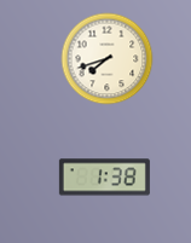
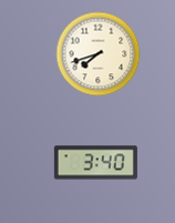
clock at (104, 178): 1:38 -> 3:40
